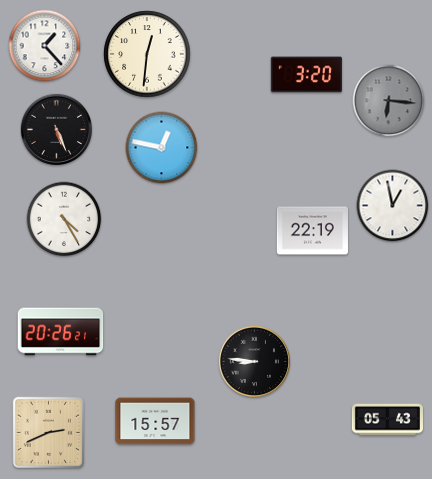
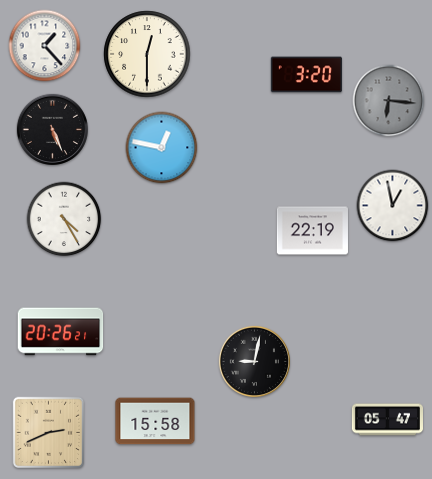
clock at (147, 54): 12:31 -> 12:30
clock at (56, 129) position: (56, 129) -> (52, 129)
clock at (254, 361): 8:46 -> 9:02
clock at (387, 420): 05:43 -> 05:47
clock at (155, 421): 15:57 -> 15:58
